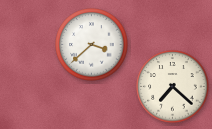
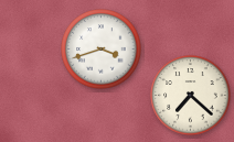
clock at (92, 45): 3:38 -> 3:42
